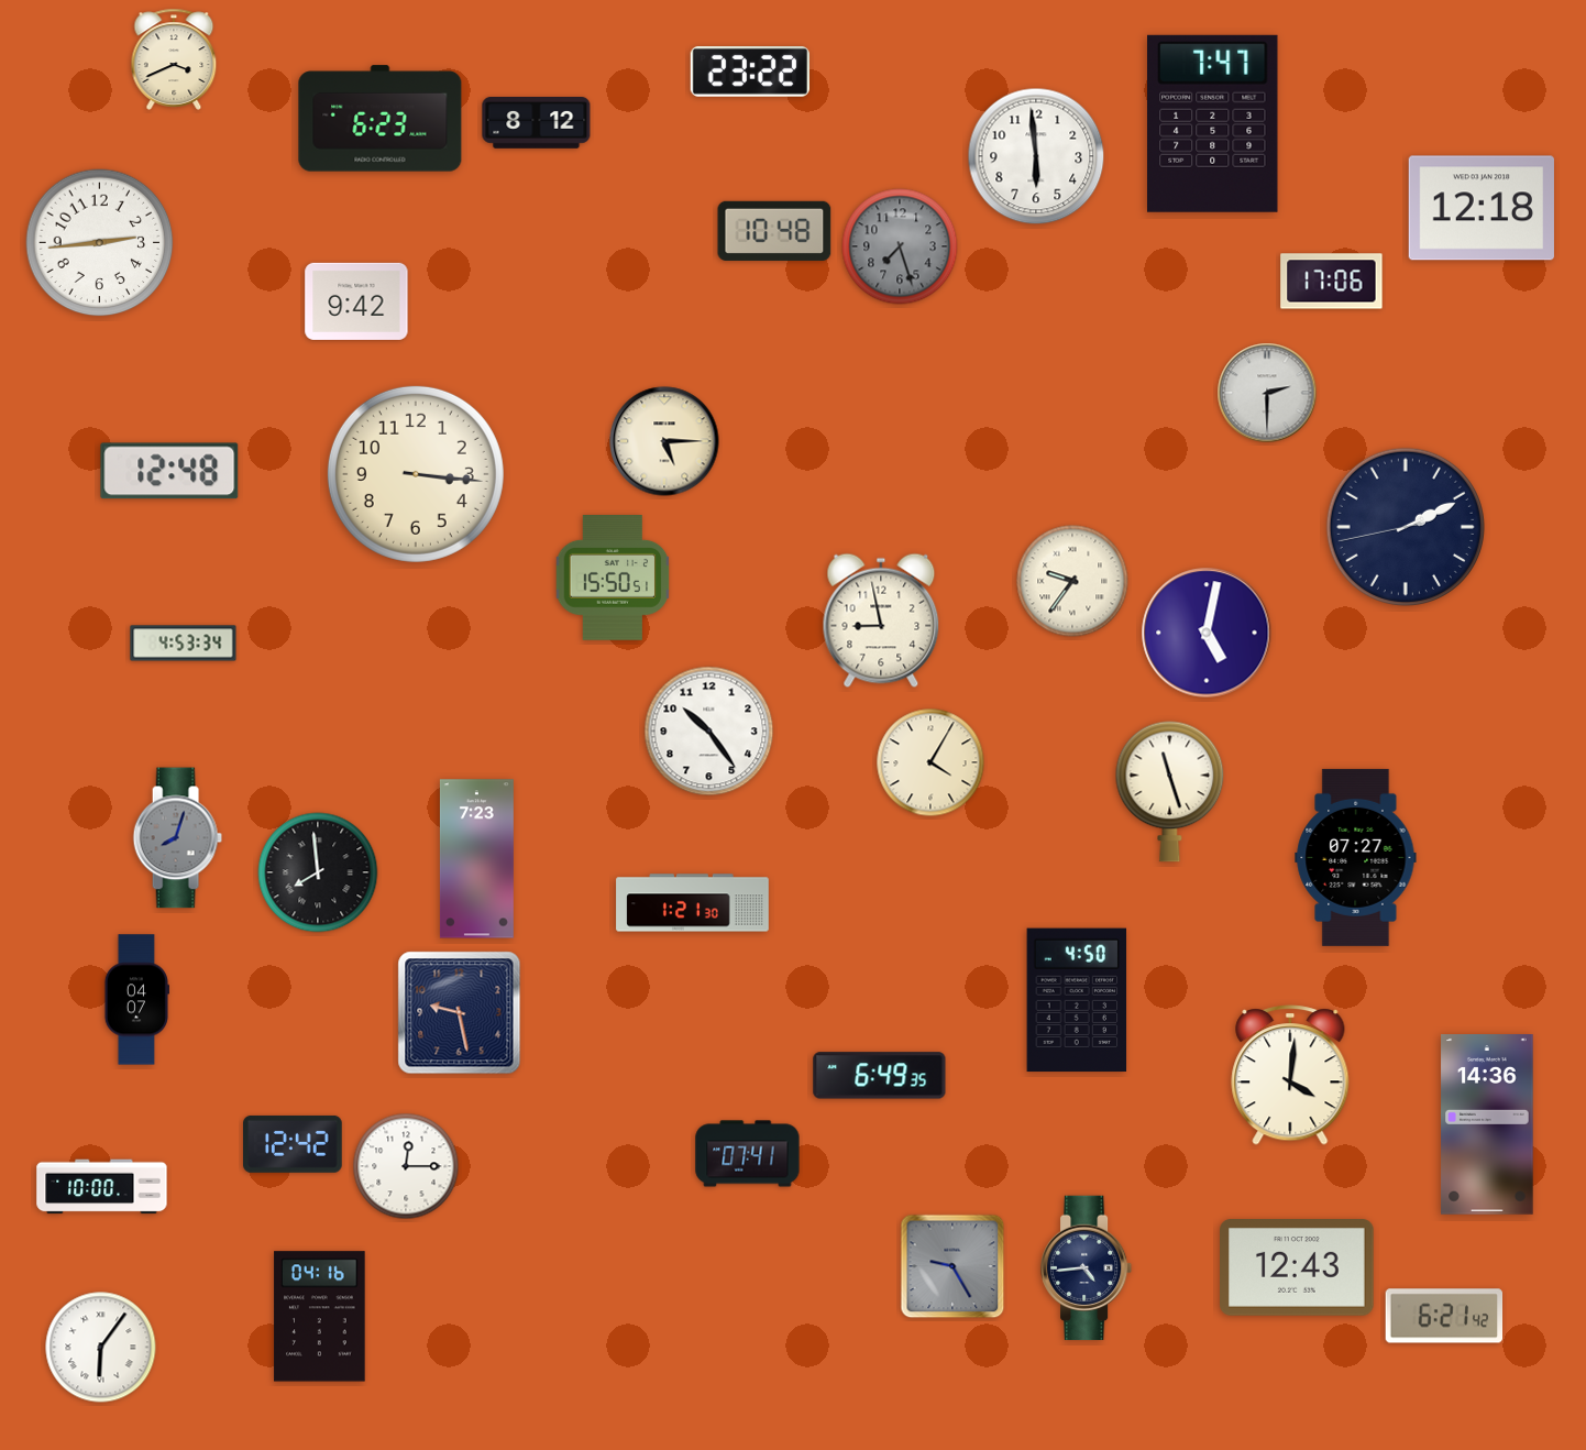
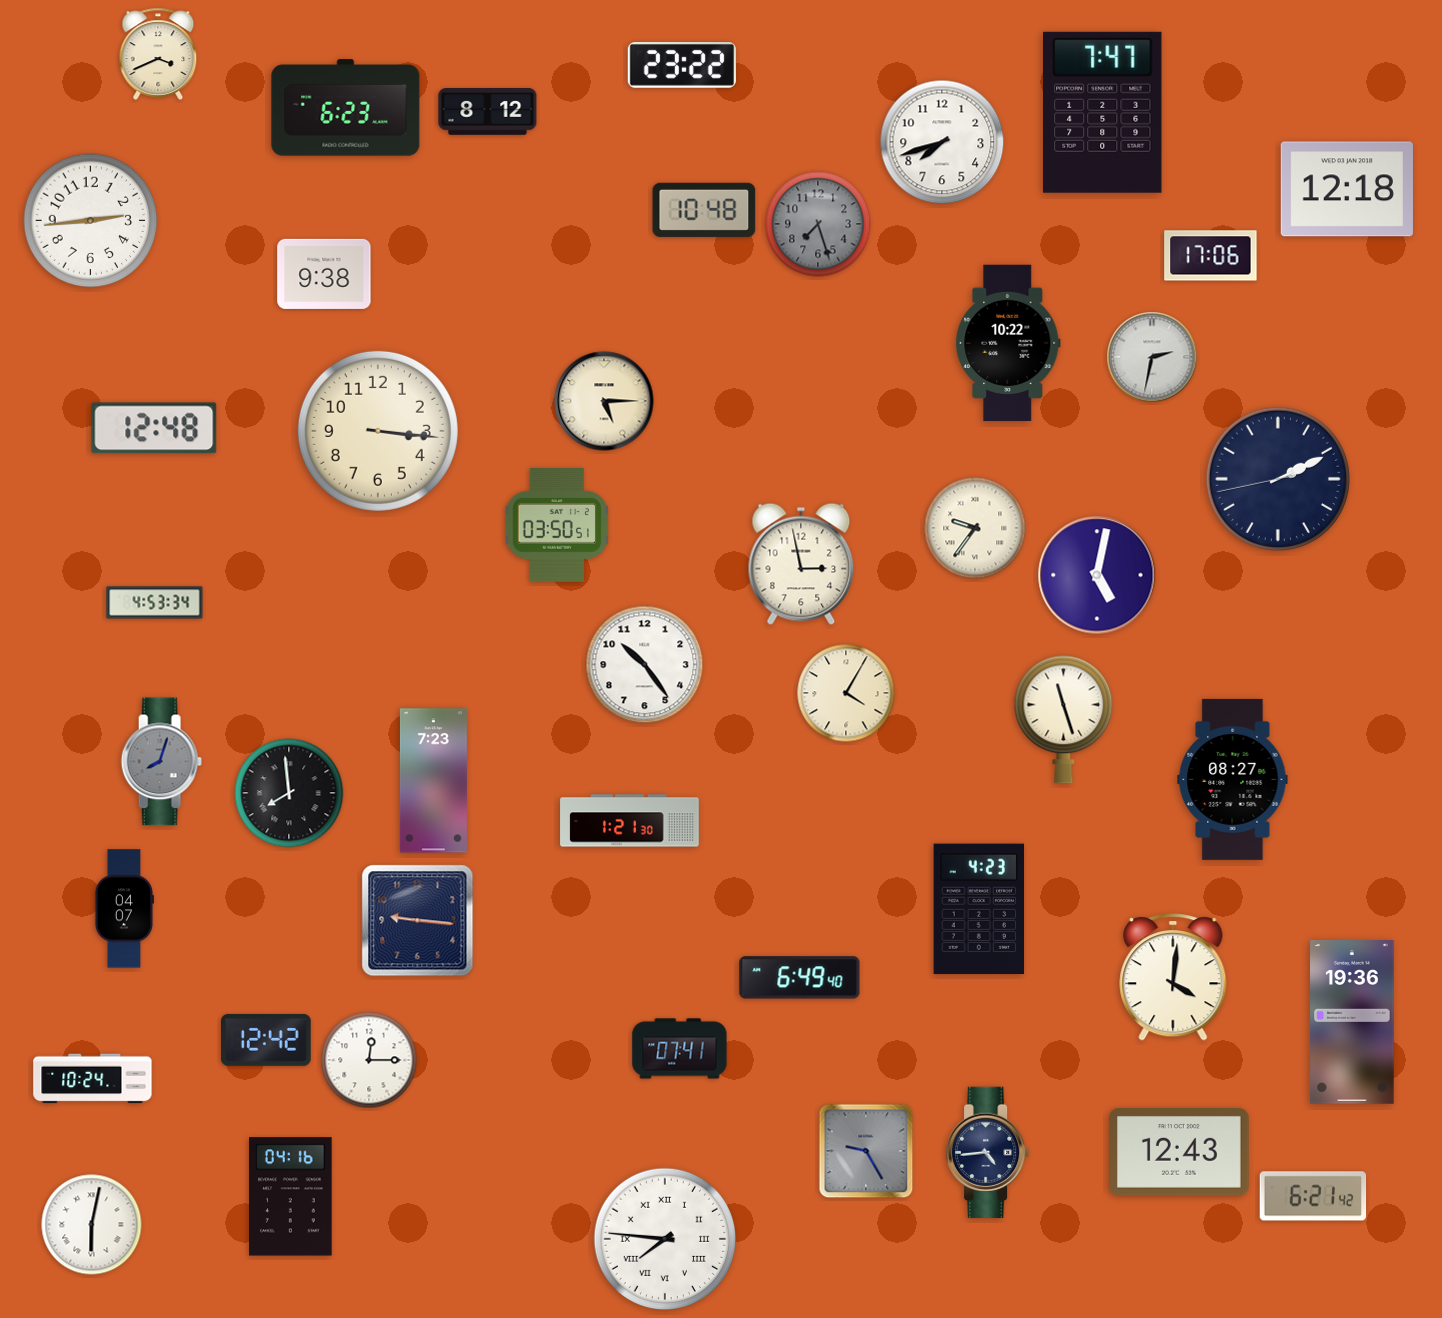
clock at (1036, 156): 5:59 -> 7:42
clock at (356, 301): 9:42 -> 9:38
clock at (1008, 343): none -> 10:22
clock at (1267, 393): 2:30 -> 2:32
clock at (613, 579): 15:50 -> 03:50
clock at (881, 620): 8:58 -> 2:58
clock at (184, 644) position: (184, 644) -> (155, 603)
clock at (1356, 857): 07:27 -> 08:27
clock at (1077, 1000): 4:50 -> 4:23
clock at (460, 1013): 9:28 -> 9:16
clock at (880, 1076): 6:49:35 -> 6:49:40
clock at (1487, 1125): 14:36 -> 19:36
clock at (102, 1187): 10:00 -> 10:24
clock at (101, 1348): 6:06 -> 6:02
clock at (664, 1238): none -> 7:46
